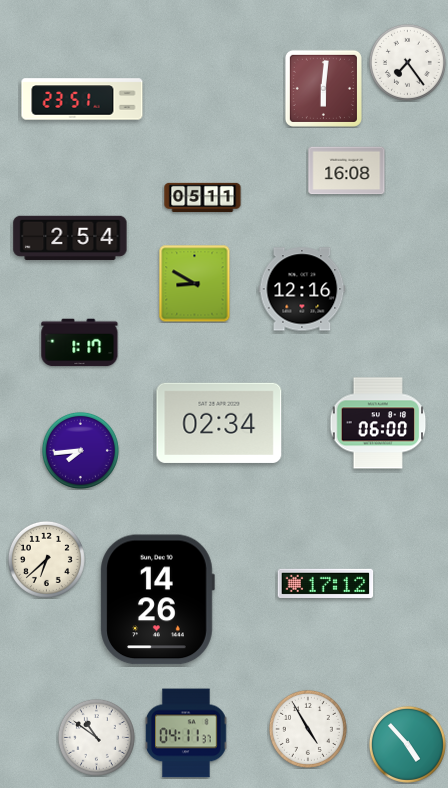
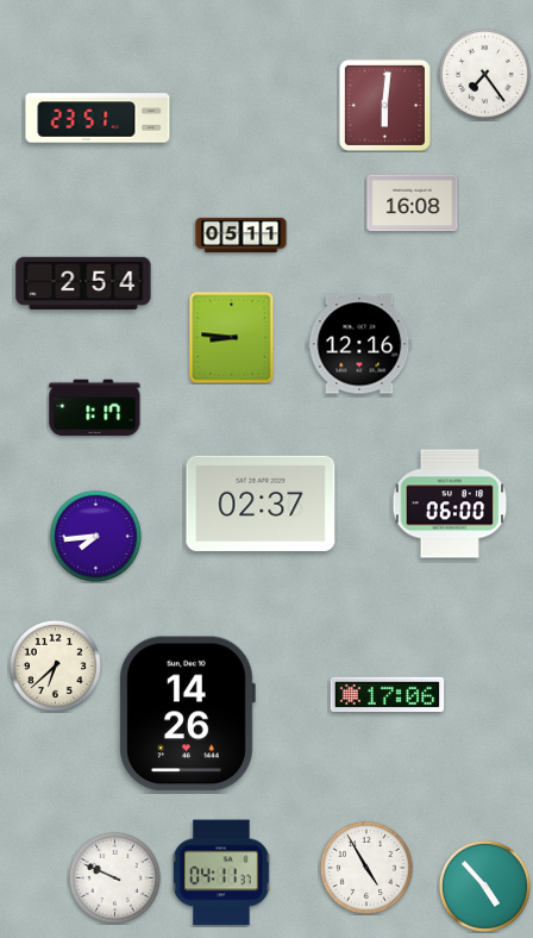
clock at (195, 283): 8:50 -> 8:46
clock at (219, 423): 02:34 -> 02:37
clock at (326, 583): 17:12 -> 17:06
clock at (96, 737): 10:51 -> 9:49
